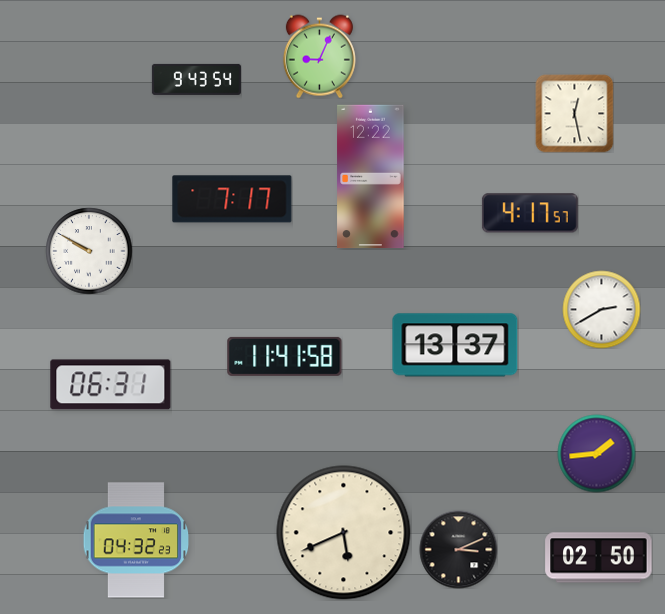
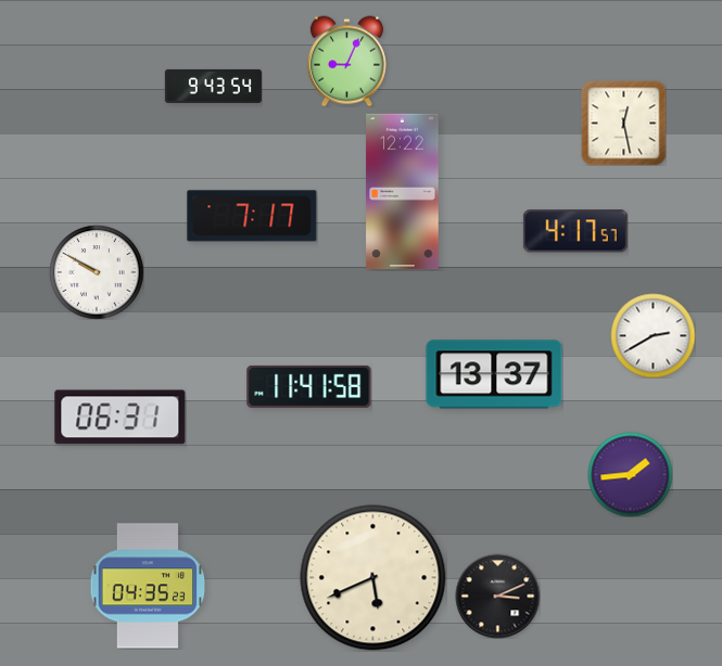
clock at (596, 453) position: (596, 453) -> (630, 474)
clock at (136, 540): 04:32 -> 04:35
clock at (599, 558): 02:50 -> none
